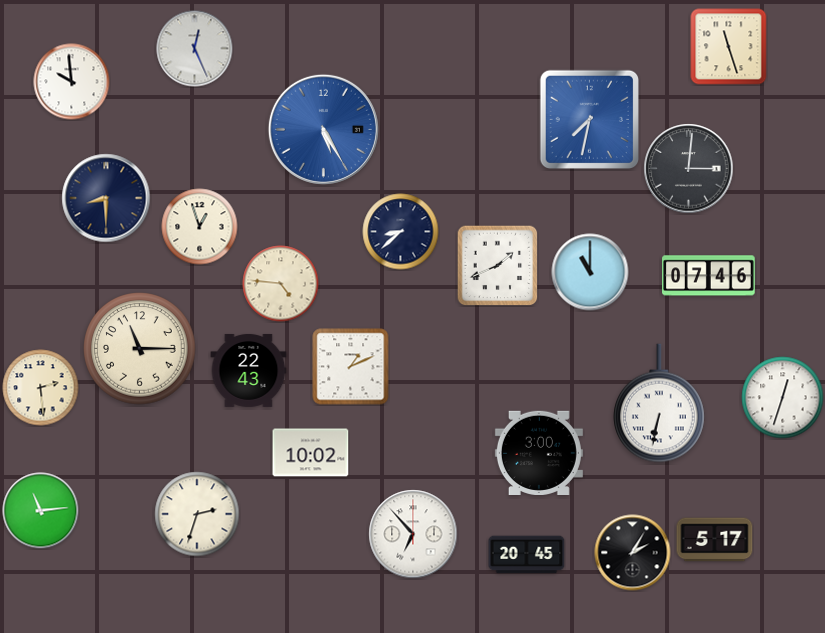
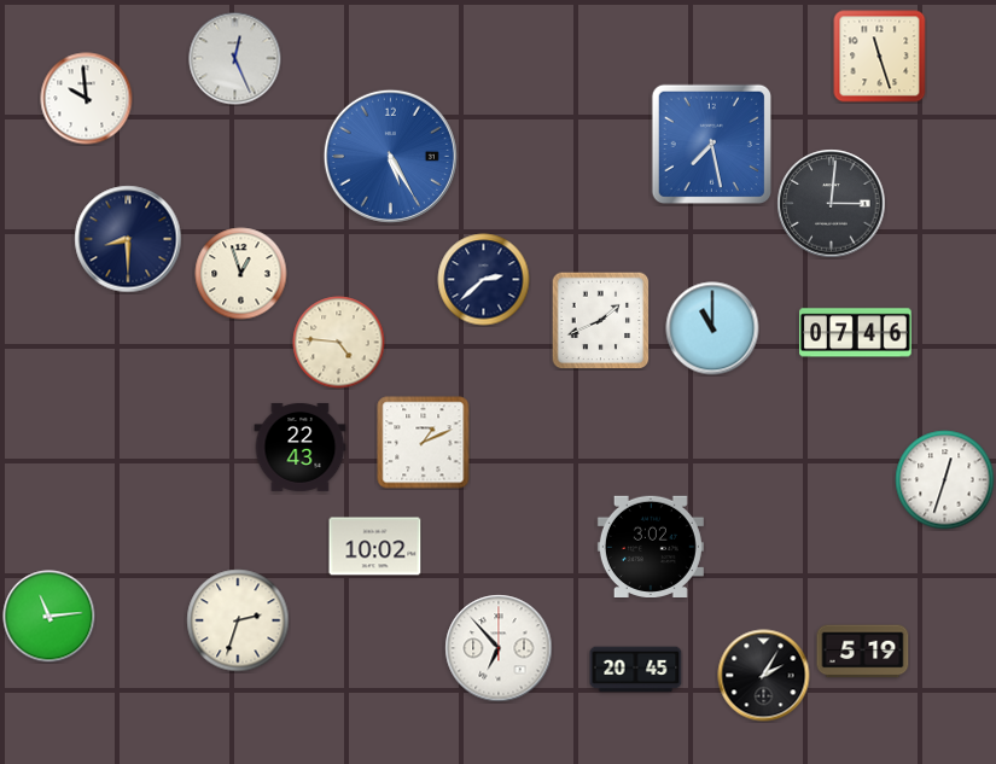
clock at (589, 119): 7:32 -> 7:28
clock at (401, 232): 8:38 -> 2:38
clock at (140, 349): 11:15 -> none
clock at (41, 388): 2:29 -> none
clock at (660, 403): 6:32 -> none
clock at (539, 452): 3:00 -> 3:02
clock at (413, 534) position: (413, 534) -> (499, 648)
clock at (715, 540): 5:17 -> 5:19
clock at (633, 553) position: (633, 553) -> (764, 676)
